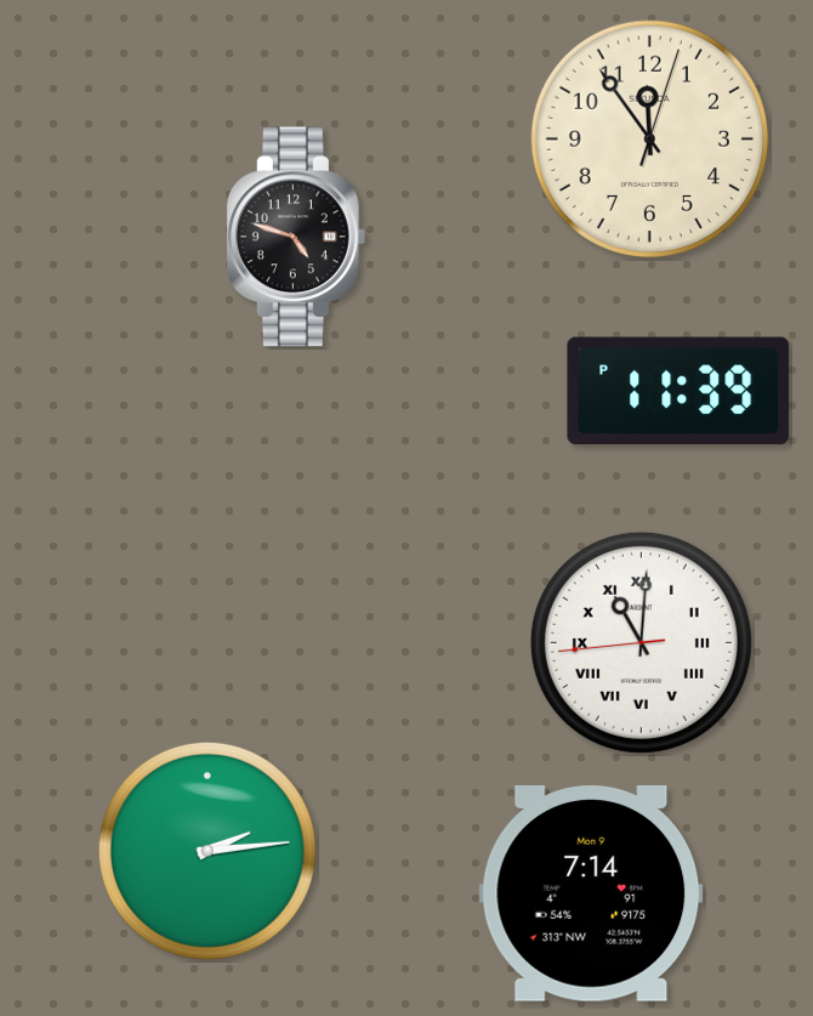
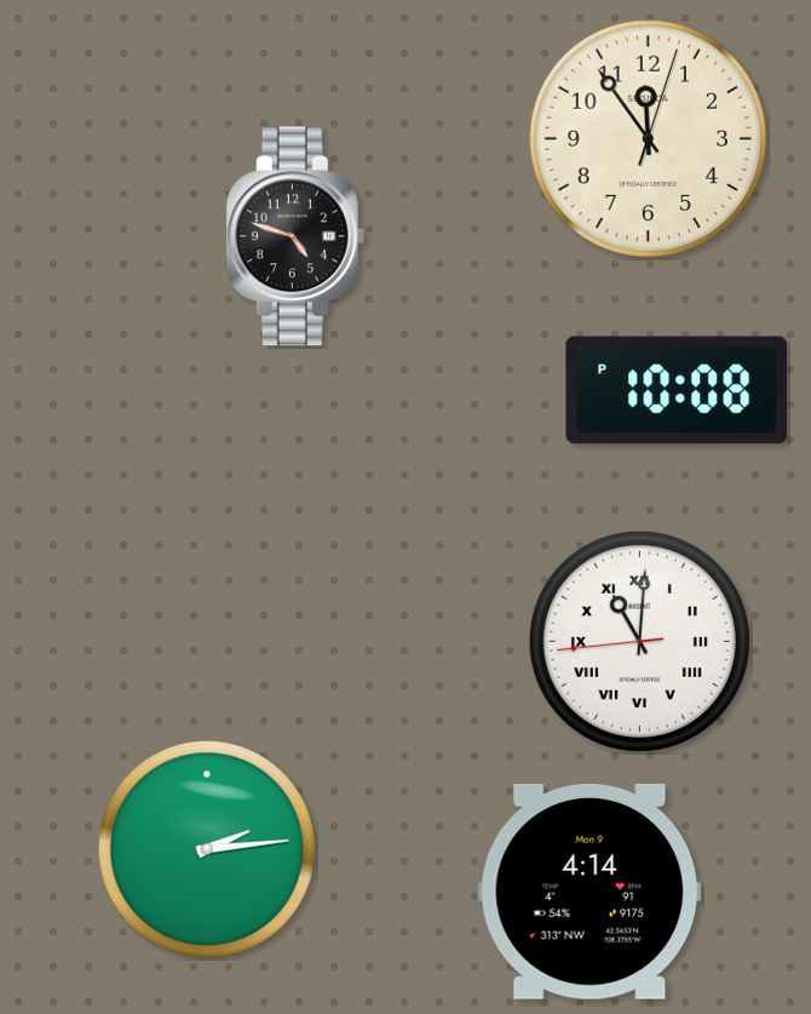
clock at (678, 390): 11:39 -> 10:08
clock at (591, 893): 7:14 -> 4:14
